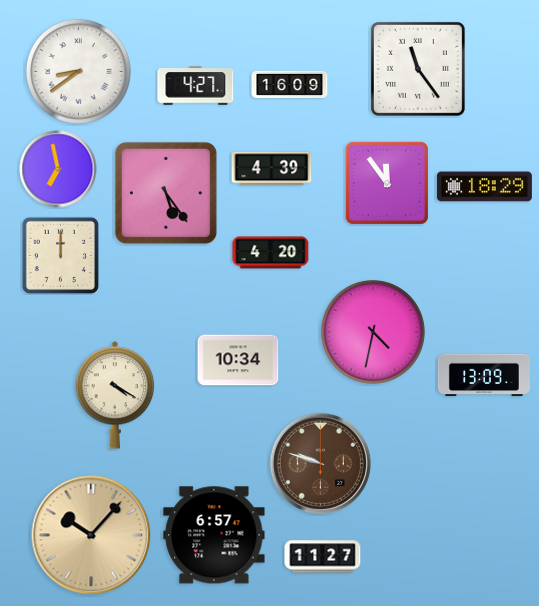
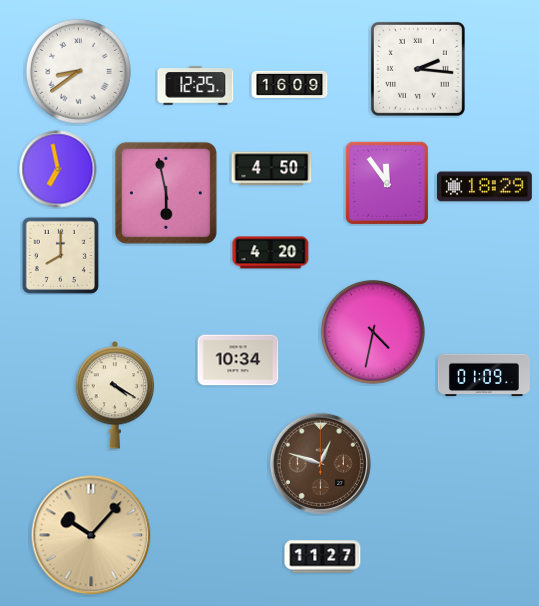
clock at (418, 69): 11:24 -> 2:16
clock at (196, 86): 4:27 -> 12:25
clock at (272, 169): 4:39 -> 4:50
clock at (166, 193): 5:24 -> 5:58
clock at (60, 255): 12:00 -> 8:00
clock at (484, 375): 13:09 -> 01:09
clock at (320, 463): 9:48 -> 12:48
clock at (214, 535): 6:57 -> none
